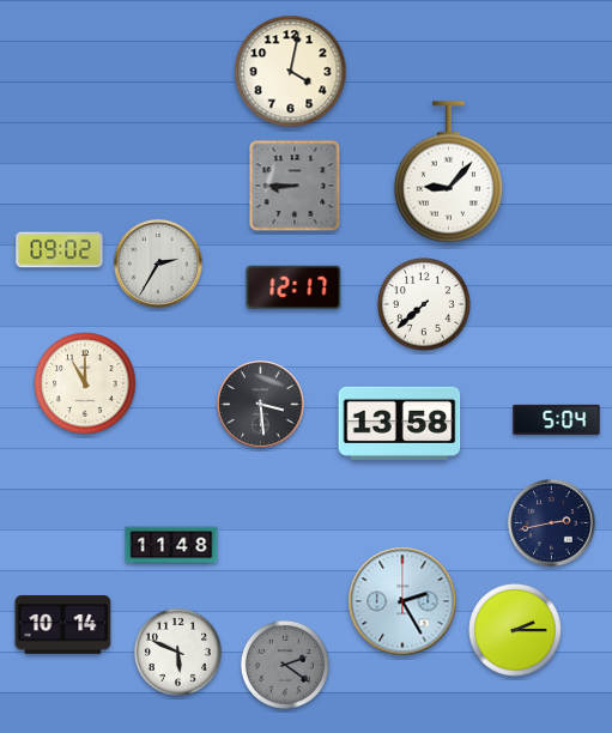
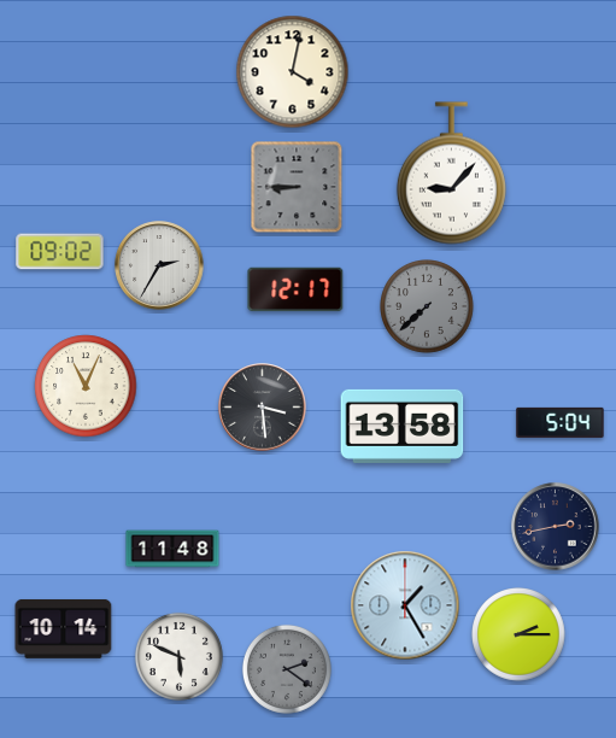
clock at (425, 305) dial: white -> grey
clock at (85, 383): 11:00 -> 11:04
clock at (402, 601): 2:25 -> 1:25
